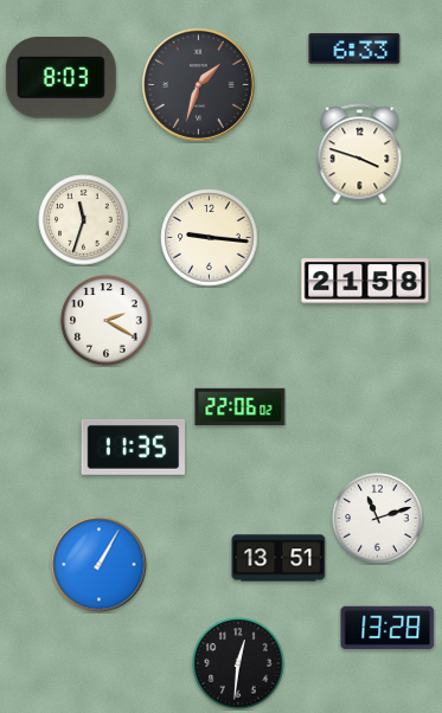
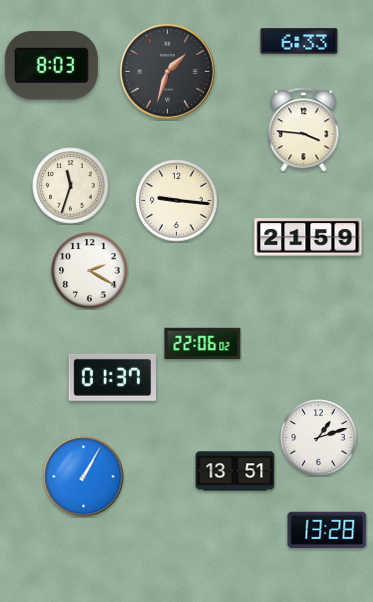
clock at (360, 154): 3:48 -> 3:46
clock at (365, 281): 21:58 -> 21:59
clock at (133, 447): 11:35 -> 01:37
clock at (378, 519): 11:12 -> 1:12
clock at (238, 663): 12:31 -> none
